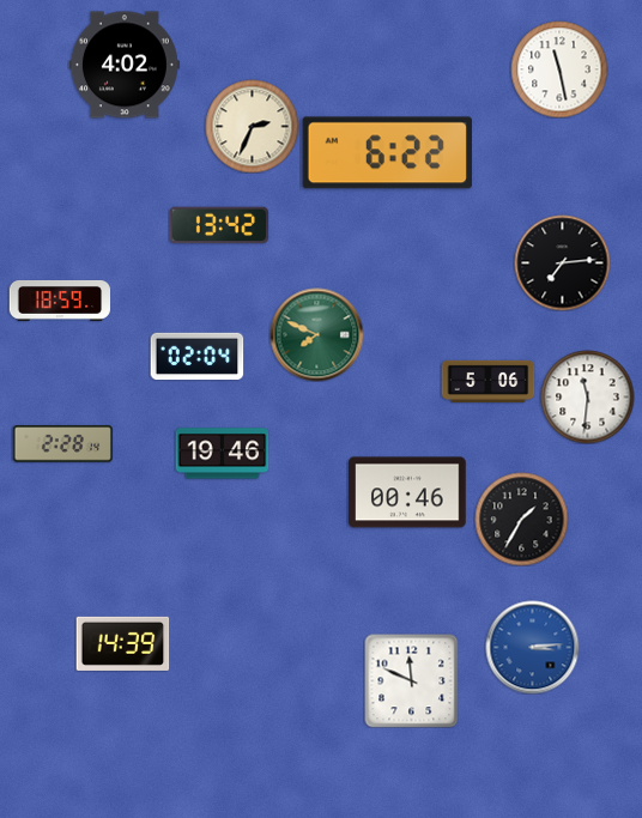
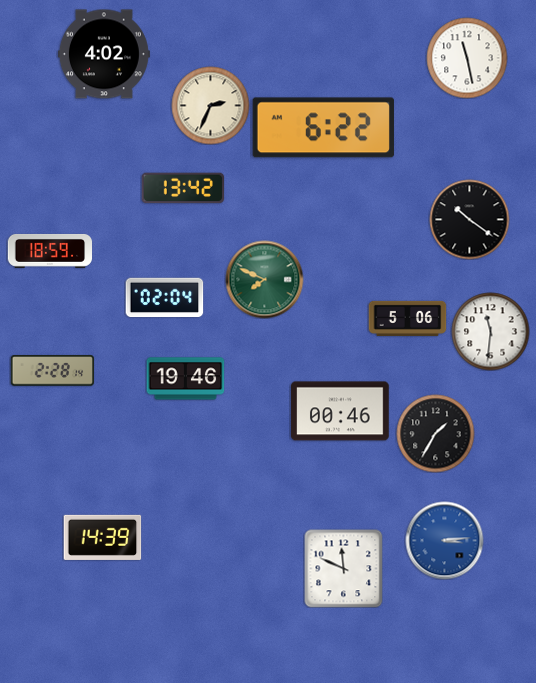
clock at (562, 262): 7:14 -> 10:21
